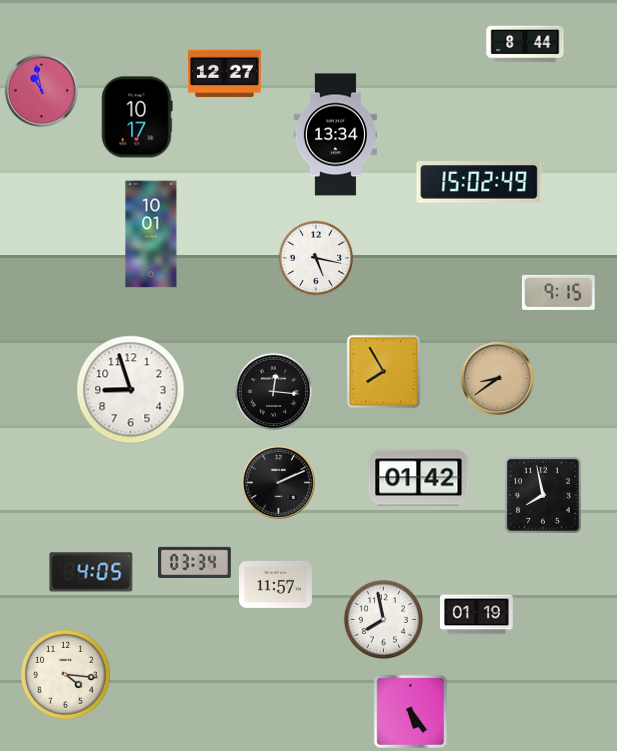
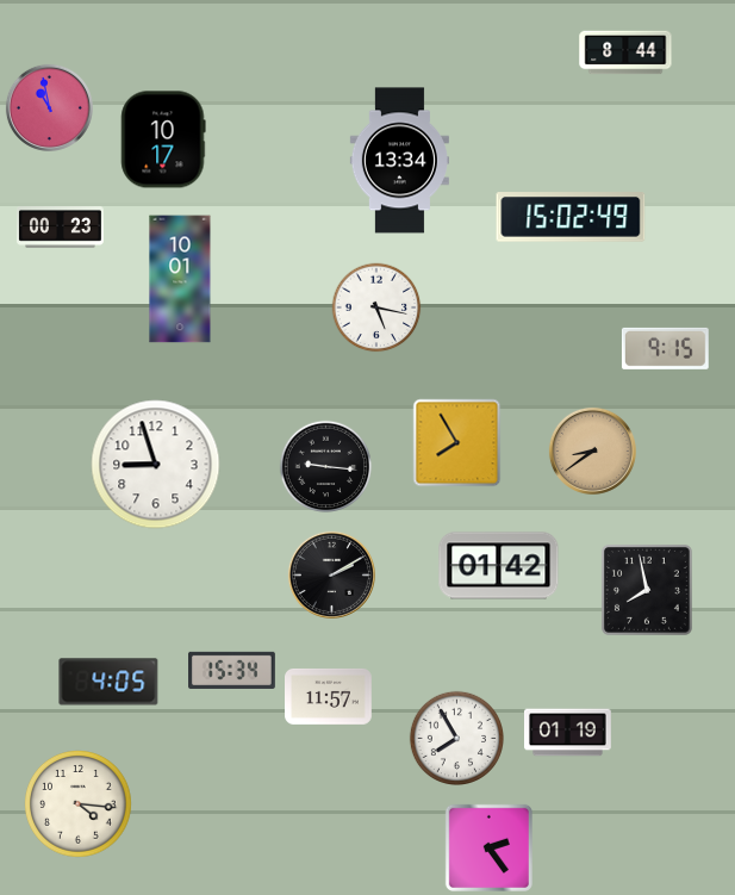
clock at (224, 74): 12:27 -> none
clock at (61, 228): none -> 00:23
clock at (274, 392): 12:16 -> 9:16
clock at (419, 478) position: (419, 478) -> (499, 566)
clock at (278, 482): 2:11 -> 2:10
clock at (195, 562): 03:34 -> 15:34
clock at (383, 619): 7:58 -> 7:55
clock at (410, 711): 5:24 -> 2:24
